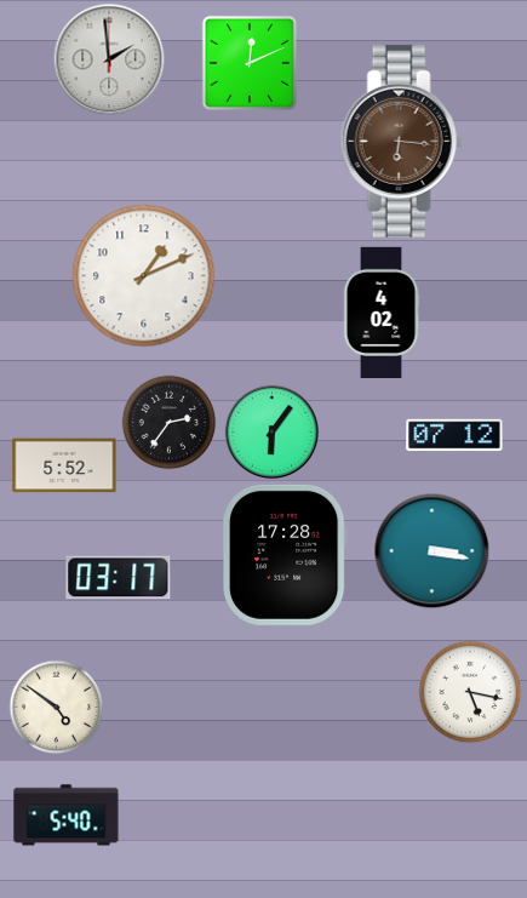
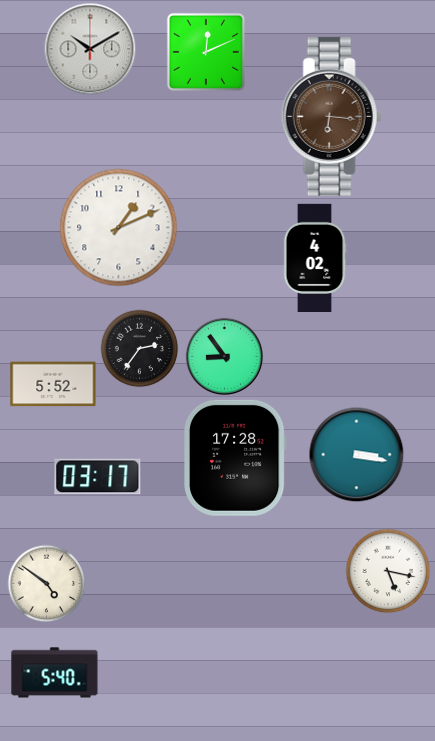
clock at (109, 59): 1:59 -> 10:10
clock at (271, 431): 6:06 -> 8:54
clock at (454, 435): 07:12 -> none
